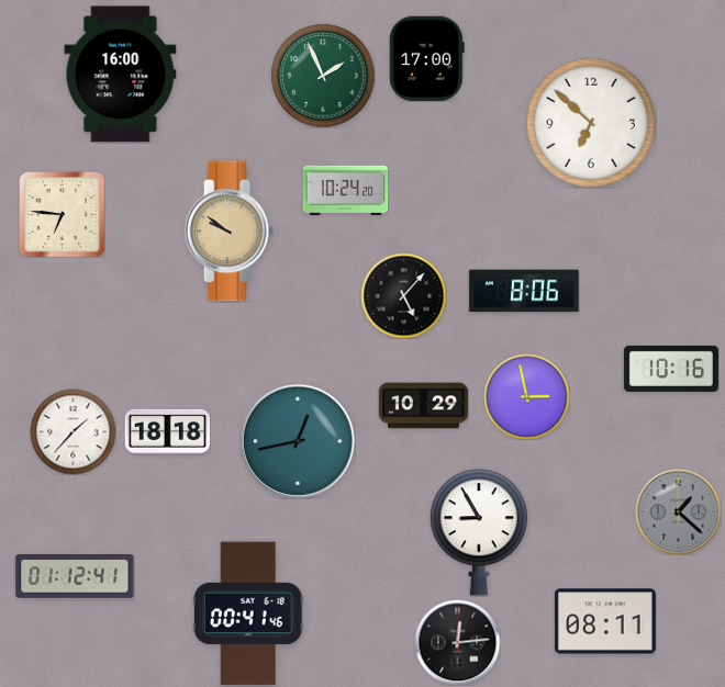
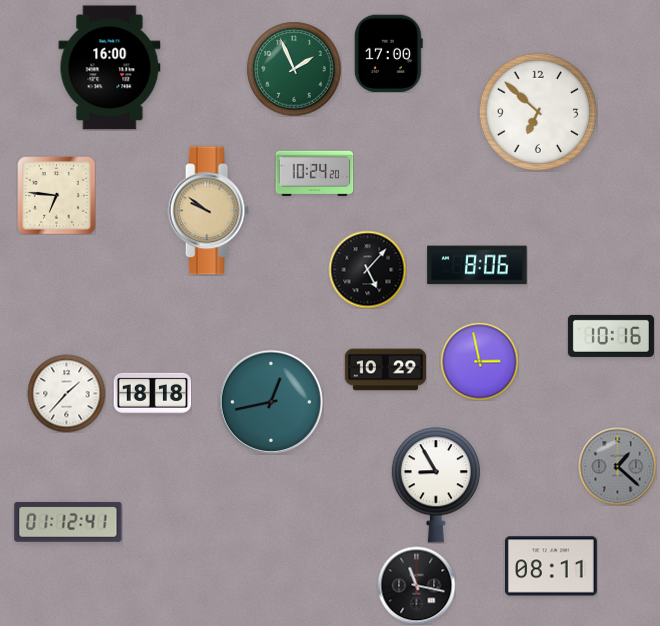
clock at (75, 576) position: (75, 576) -> (68, 522)
clock at (248, 613): 00:41 -> none
clock at (457, 642): 12:14 -> 11:17
